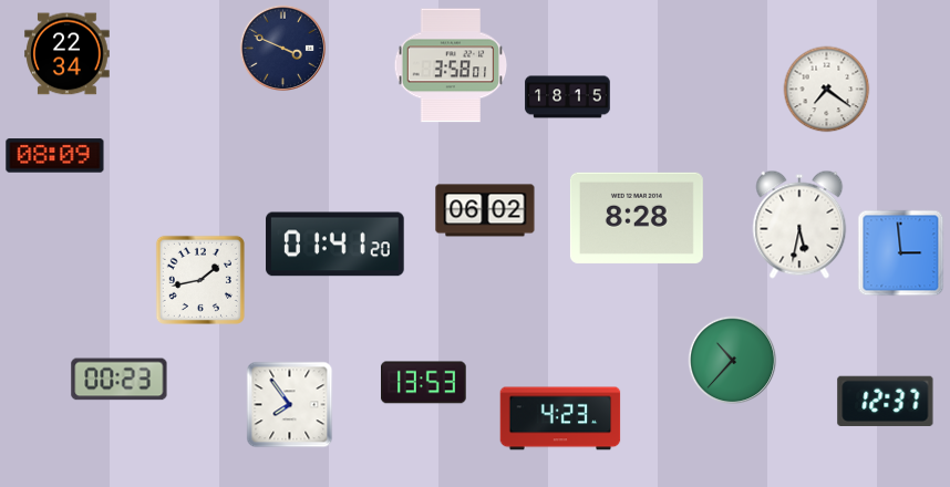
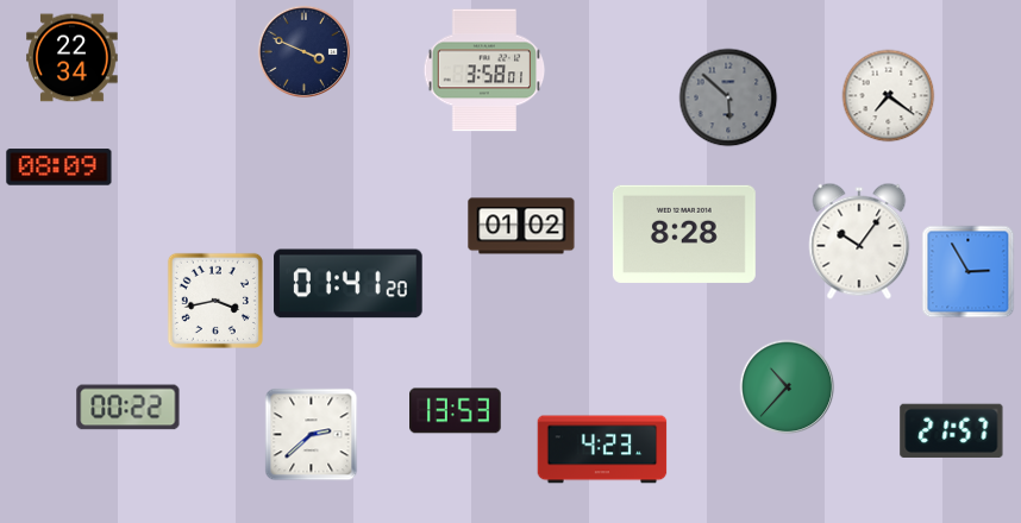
clock at (728, 97): none -> 5:52
clock at (568, 97): 18:15 -> none
clock at (485, 210): 06:02 -> 01:02
clock at (799, 225): 5:32 -> 10:06
clock at (335, 245) position: (335, 245) -> (349, 284)
clock at (900, 252): 2:59 -> 2:55
clock at (200, 280): 1:43 -> 3:43
clock at (120, 380): 00:23 -> 00:22
clock at (886, 401): 12:37 -> 21:57
clock at (289, 404): 7:54 -> 2:38
